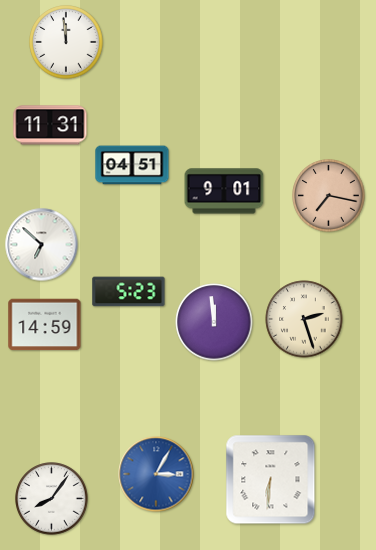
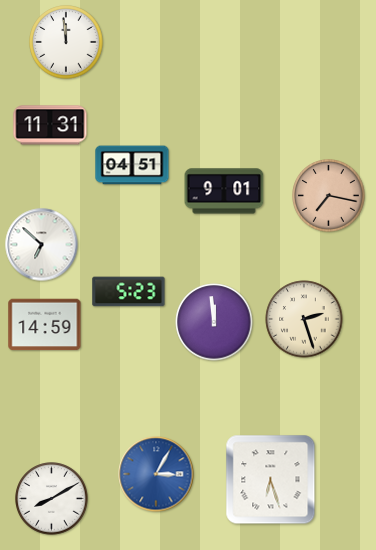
clock at (271, 480): 6:31 -> 6:27
clock at (52, 499): 8:06 -> 8:10
